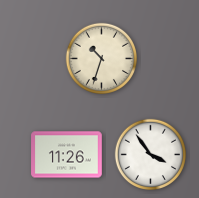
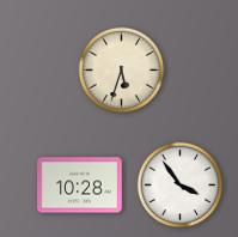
clock at (101, 58): 10:33 -> 5:33
clock at (67, 155): 11:26 -> 10:28
